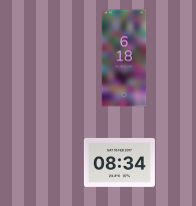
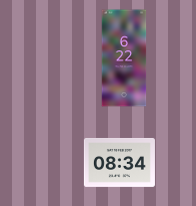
clock at (124, 58): 6:18 -> 6:22
